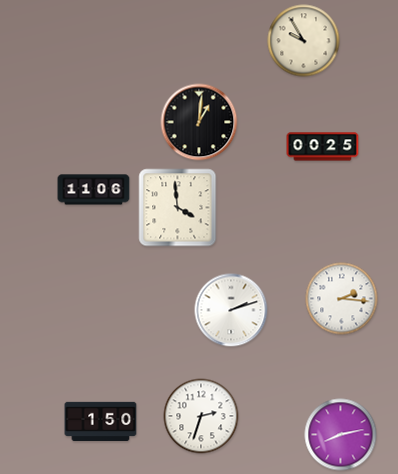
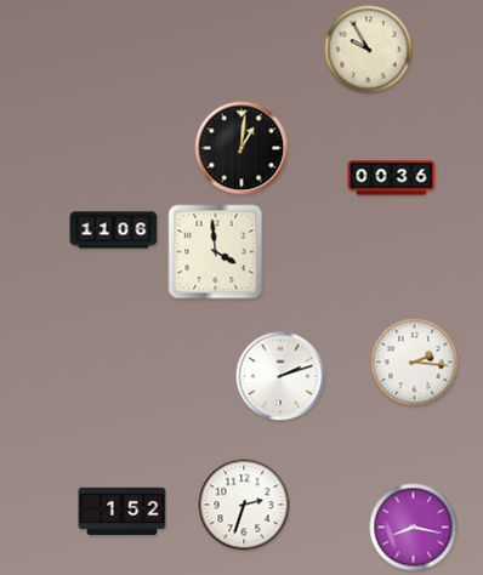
clock at (323, 147): 00:25 -> 00:36
clock at (101, 422): 1:50 -> 1:52
clock at (341, 435): 8:13 -> 8:17
